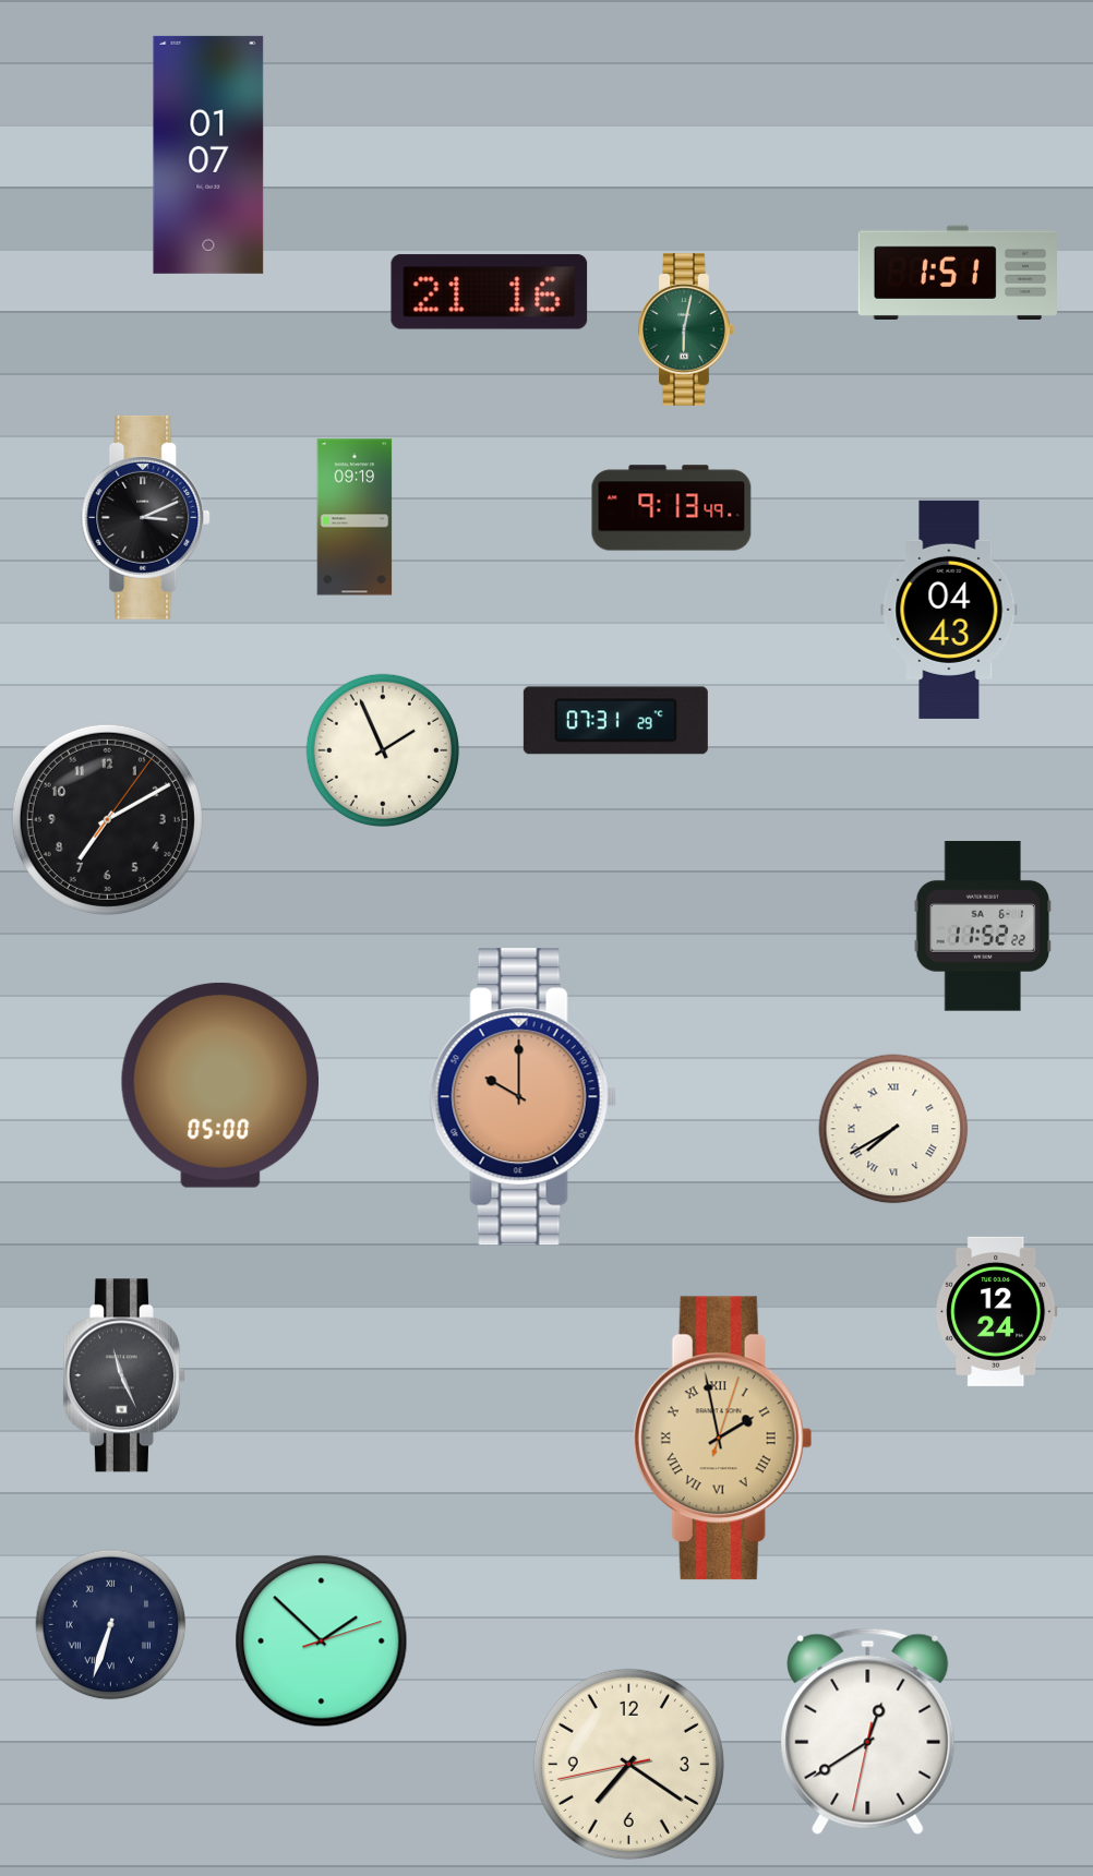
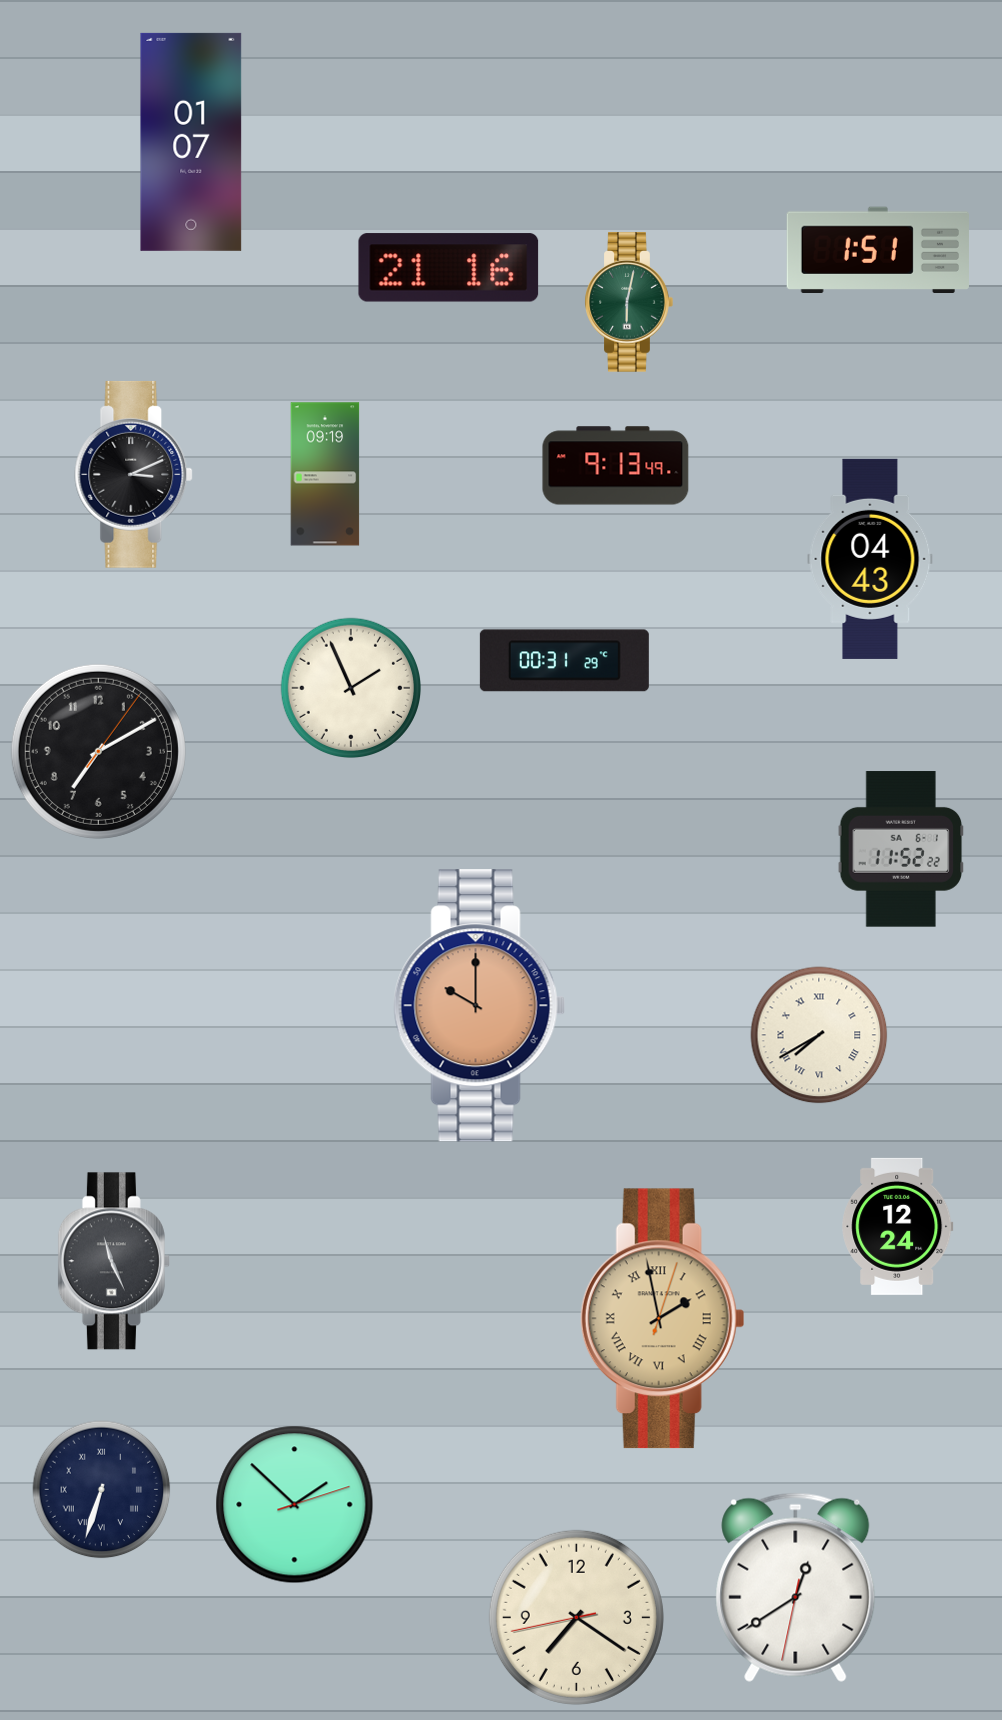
clock at (615, 721): 07:31 -> 00:31
clock at (220, 1085): 05:00 -> none
clock at (997, 1311) position: (997, 1311) -> (898, 1226)
